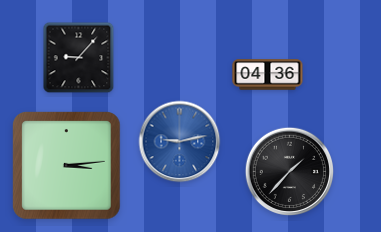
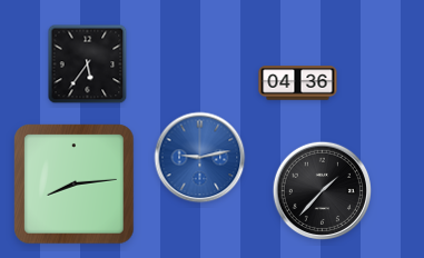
clock at (79, 58): 9:07 -> 5:36
clock at (67, 166): 3:14 -> 8:14
